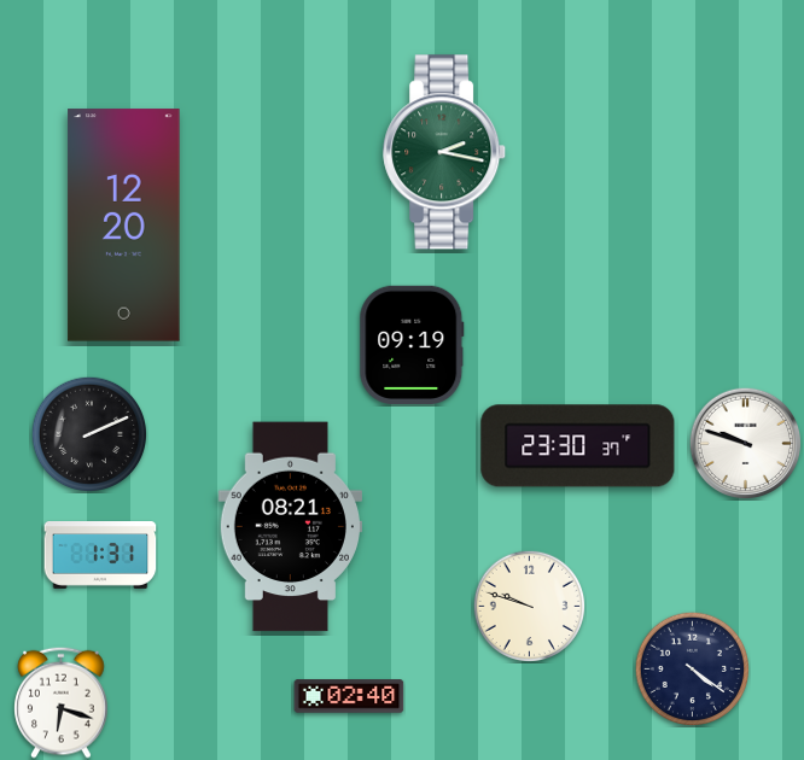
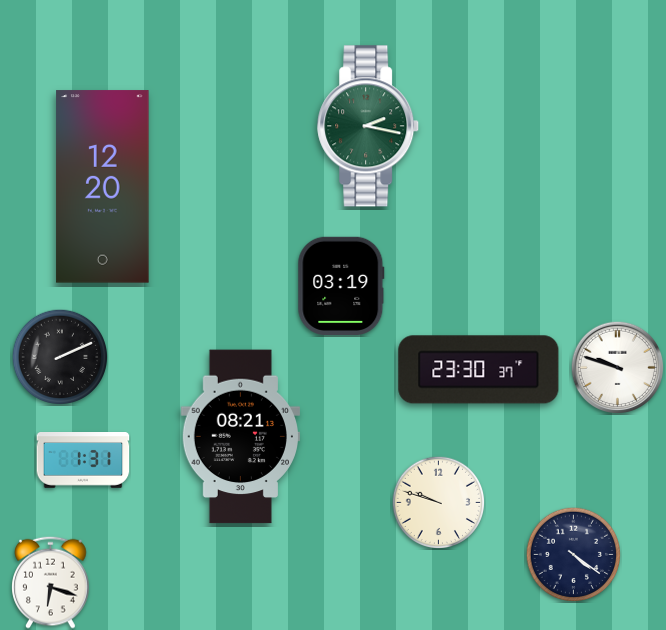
clock at (412, 345): 09:19 -> 03:19
clock at (89, 434) position: (89, 434) -> (60, 357)
clock at (349, 696): 02:40 -> none
